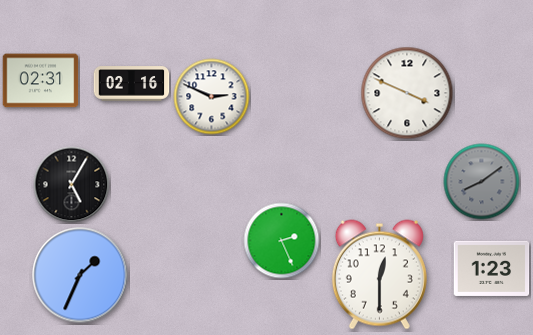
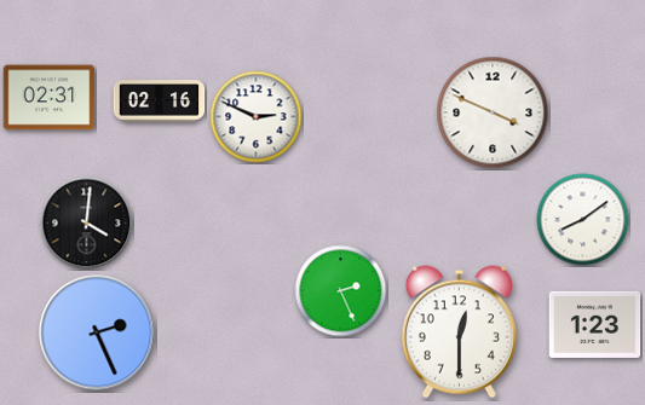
clock at (482, 182) dial: grey -> white
clock at (72, 185): 5:05 -> 4:01
clock at (80, 275): 1:34 -> 2:26
